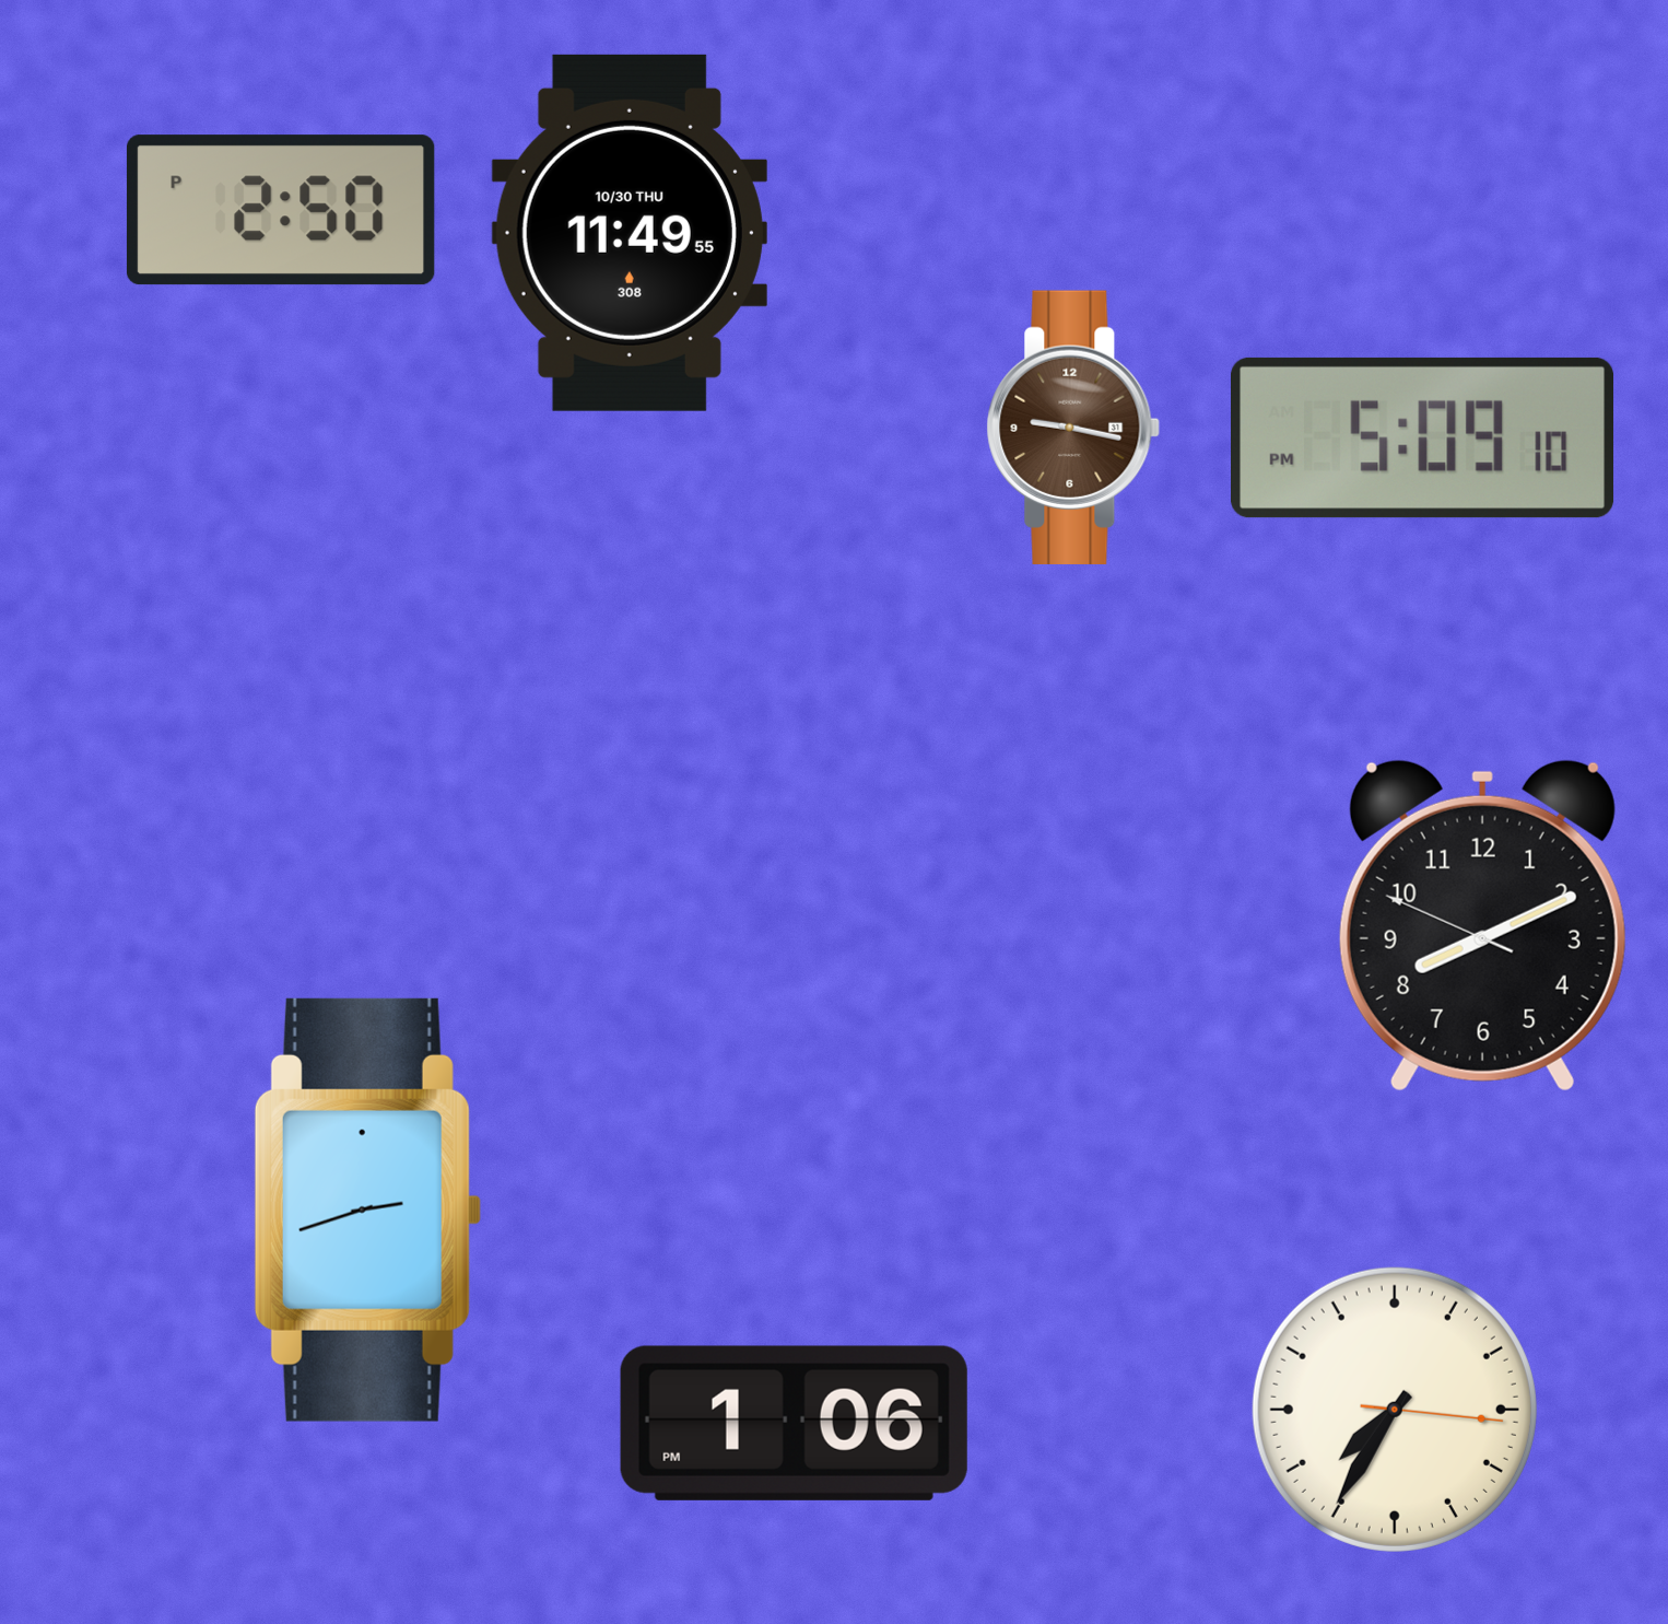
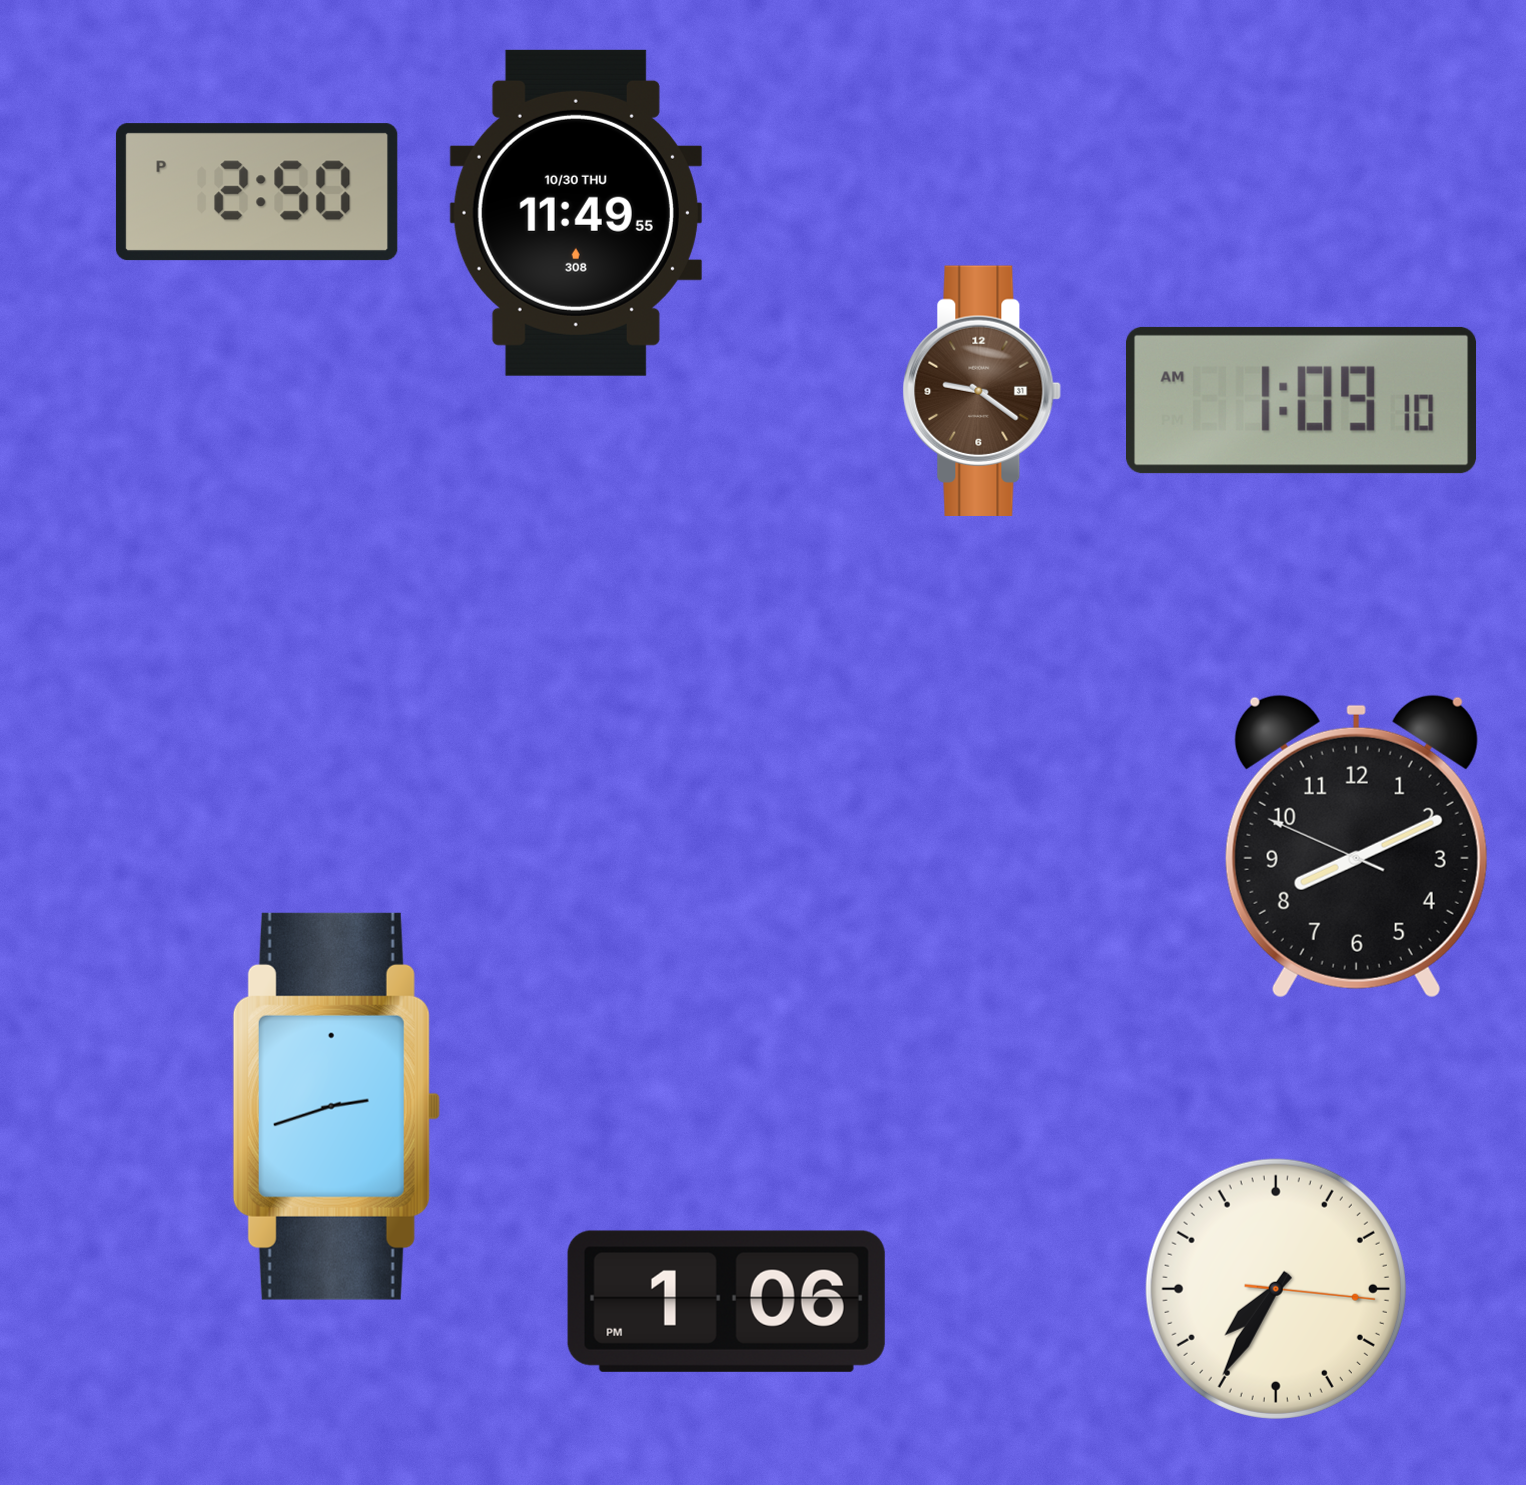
clock at (1073, 428): 9:17 -> 9:21
clock at (1423, 437): 5:09 -> 1:09
